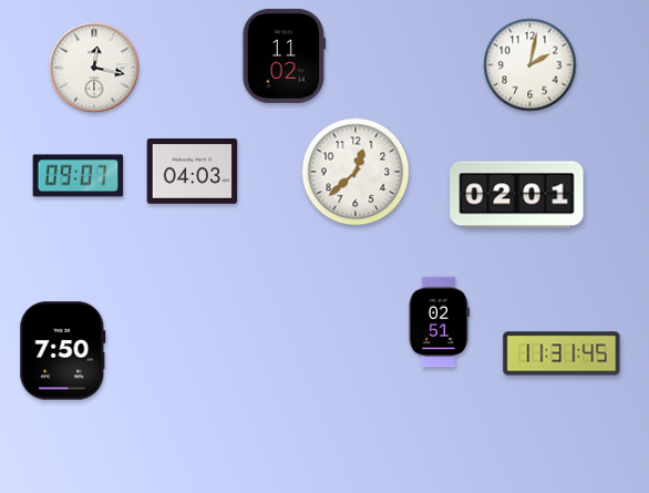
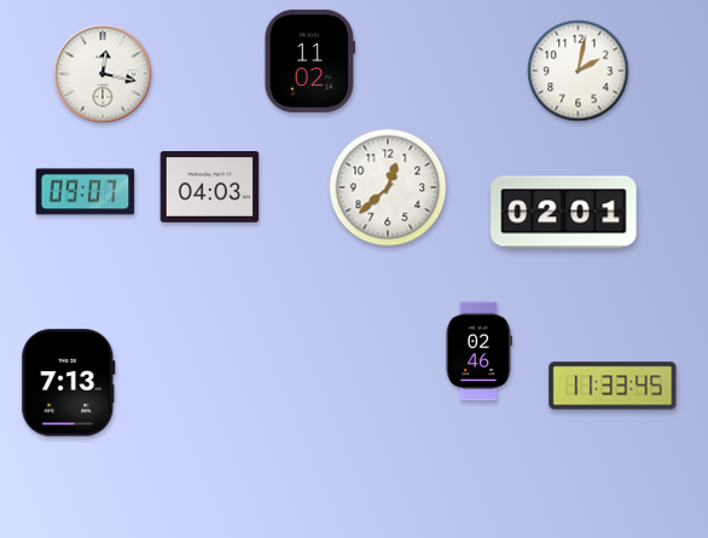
clock at (439, 322): 02:51 -> 02:46
clock at (63, 351): 7:50 -> 7:13
clock at (562, 353): 11:31 -> 11:33
